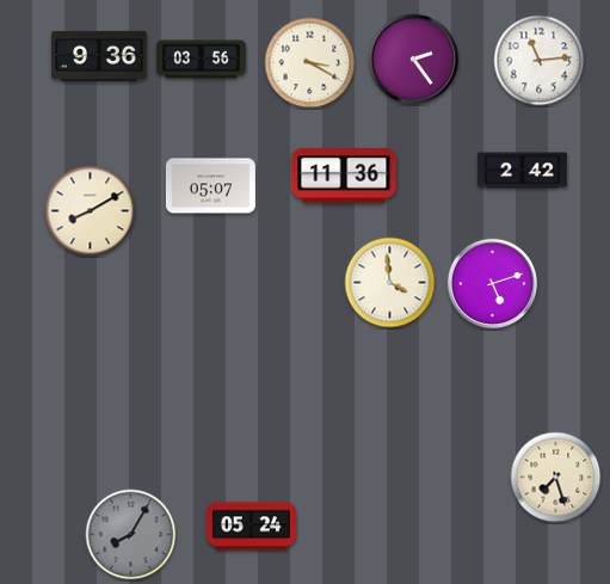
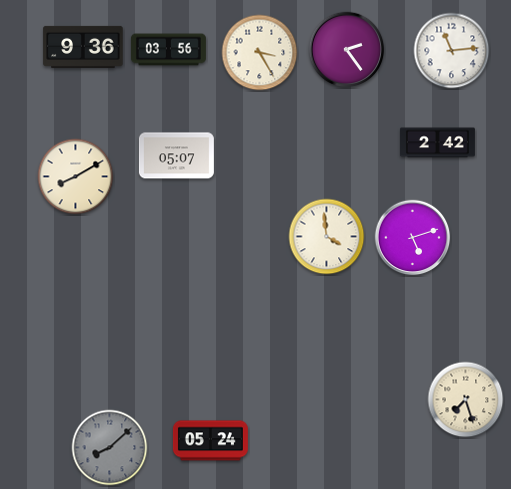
clock at (310, 63): 3:20 -> 3:25
clock at (344, 177): 11:36 -> none
clock at (131, 535): 8:05 -> 8:08
